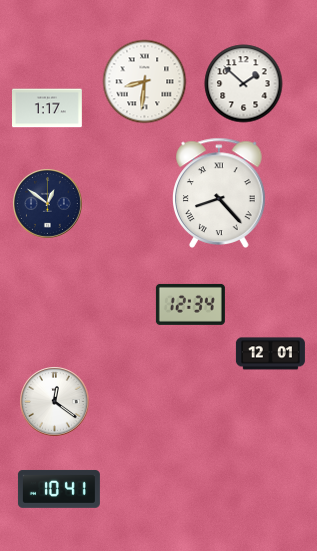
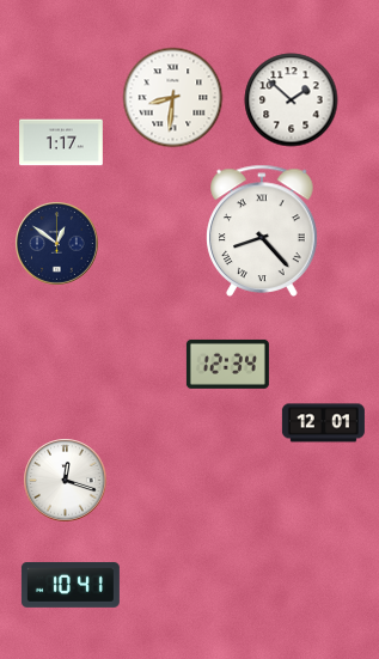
clock at (48, 108) position: (48, 108) -> (62, 142)
clock at (55, 402): 12:21 -> 12:18
